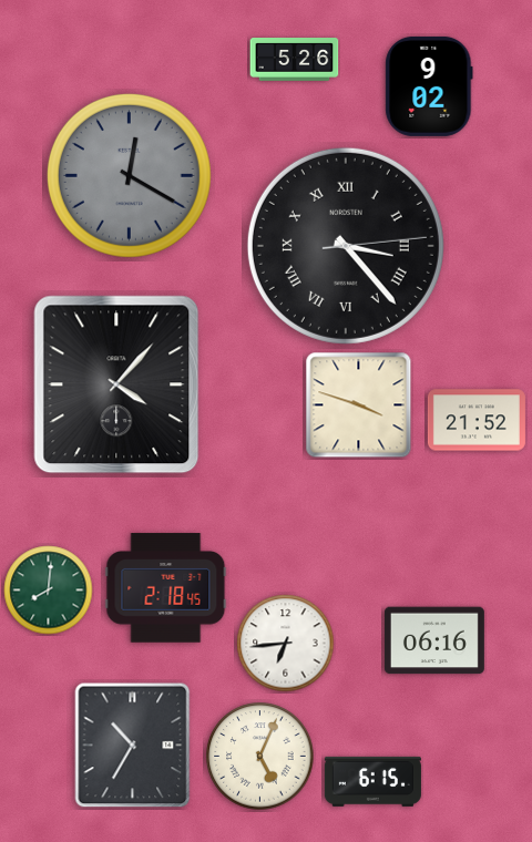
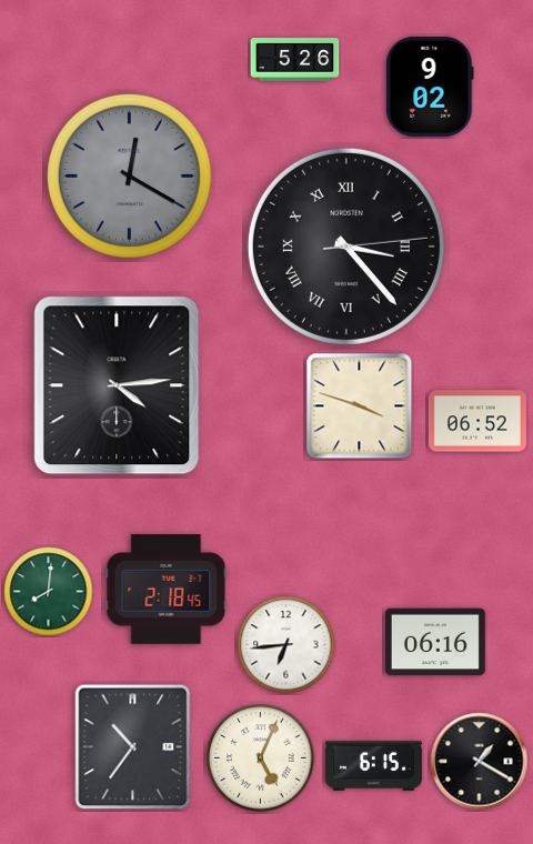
clock at (116, 384): 4:07 -> 4:14
clock at (477, 420): 21:52 -> 06:52
clock at (133, 746): 10:35 -> 10:36
clock at (480, 762): none -> 1:20
clock at (372, 781) position: (372, 781) -> (373, 765)
